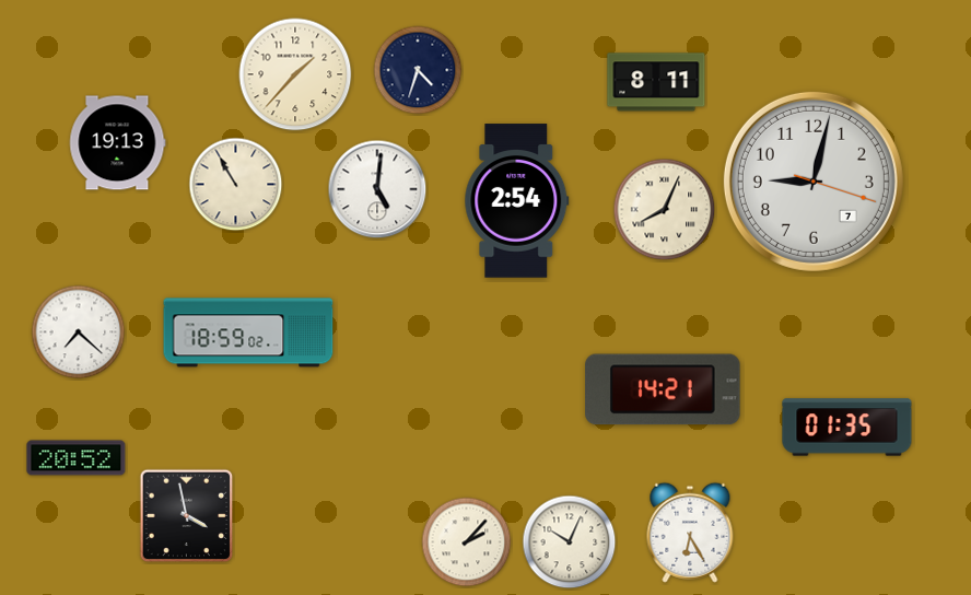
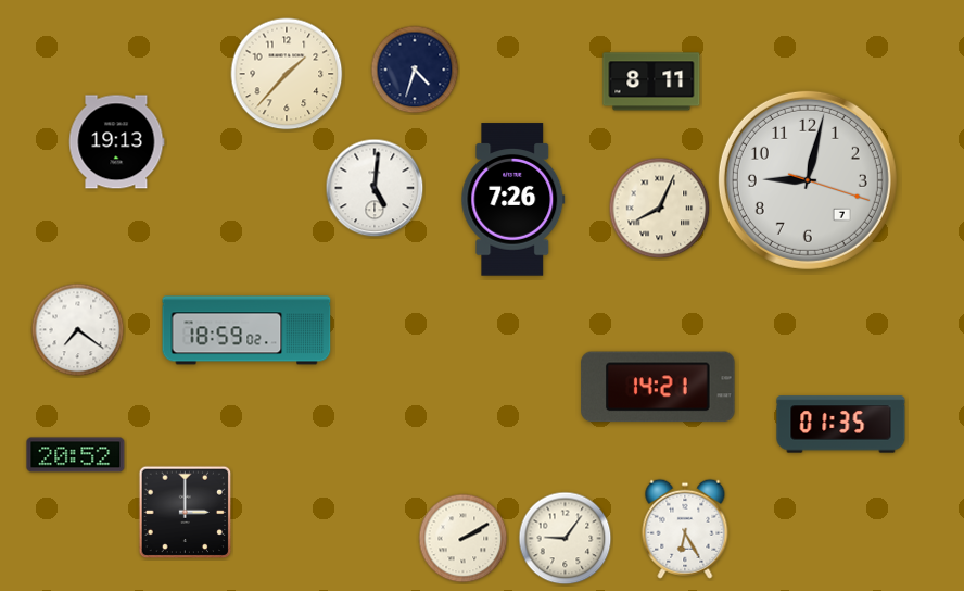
clock at (295, 74) position: (295, 74) -> (287, 74)
clock at (236, 185): 10:55 -> none
clock at (517, 201): 2:54 -> 7:26
clock at (79, 332): 7:22 -> 7:21
clock at (187, 516): 3:58 -> 3:00
clock at (467, 542): 2:07 -> 2:10
clock at (570, 542): 10:04 -> 9:06
